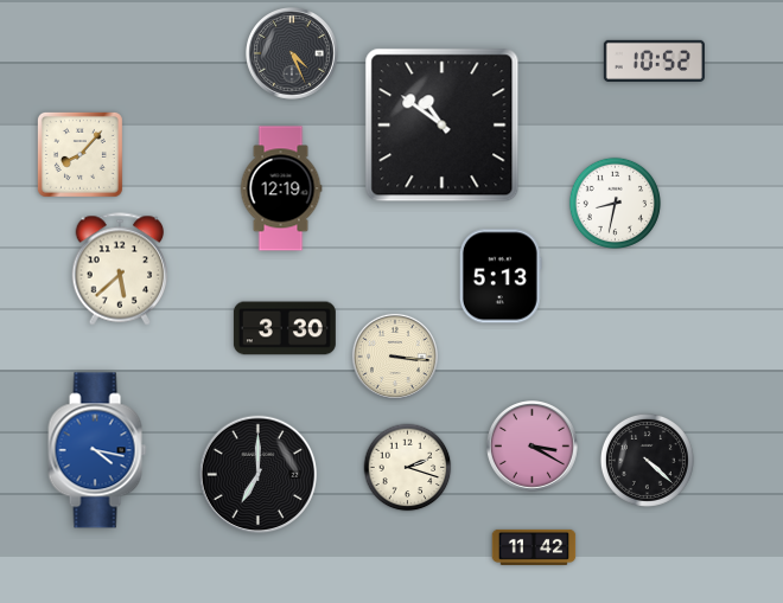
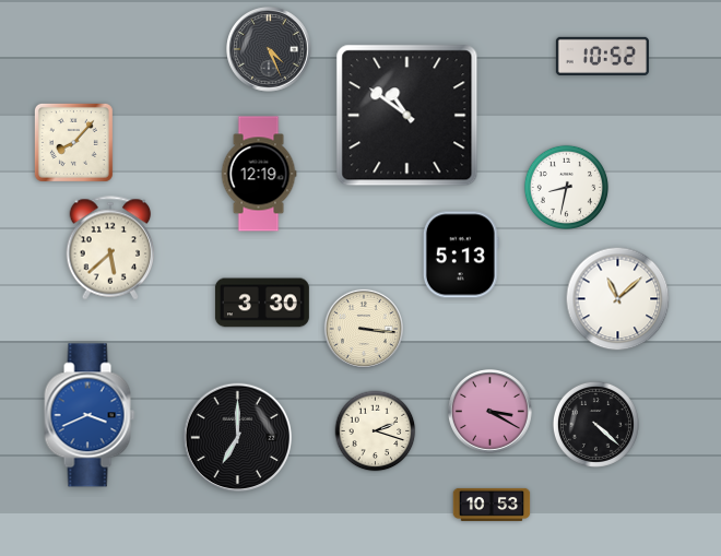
clock at (618, 299): none -> 11:08
clock at (97, 450): 4:17 -> 3:41
clock at (534, 547): 11:42 -> 10:53
